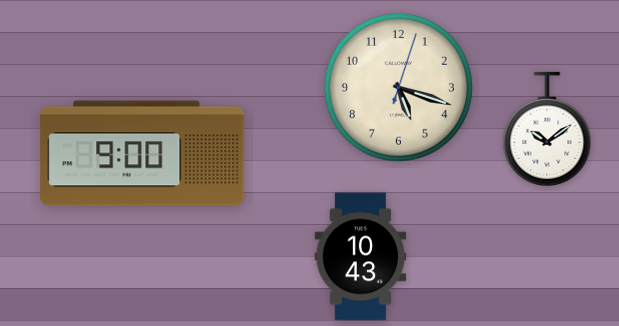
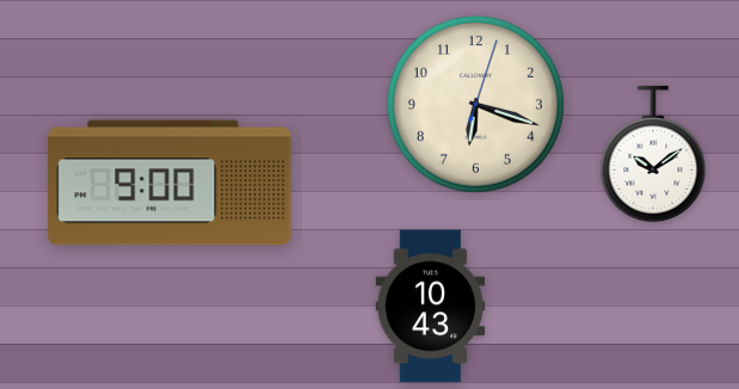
clock at (398, 87): 5:18 -> 6:18
